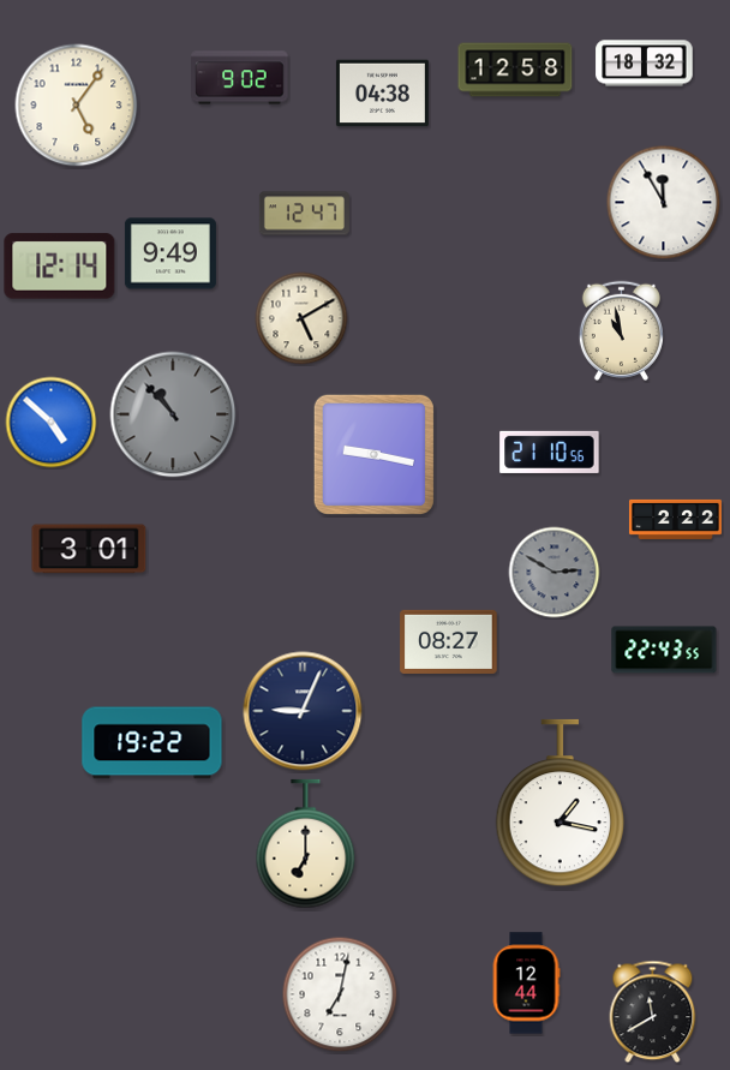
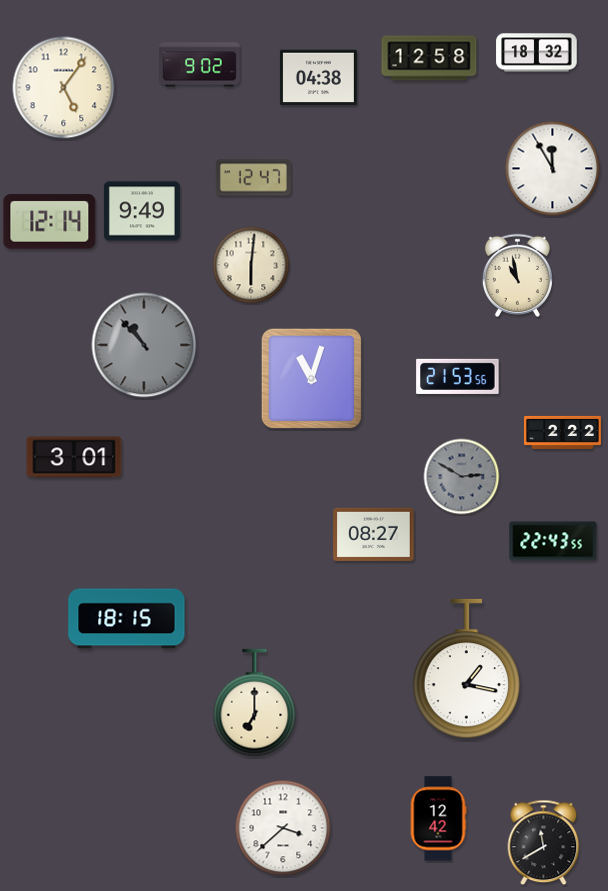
clock at (301, 318): 5:10 -> 6:01
clock at (52, 423): 4:52 -> none
clock at (550, 452): 21:10 -> 21:53
clock at (373, 454): 9:17 -> 11:03
clock at (303, 711): 9:04 -> none
clock at (152, 743): 19:22 -> 18:15
clock at (526, 984): 12:44 -> 12:42
clock at (340, 994): 7:02 -> 3:38
